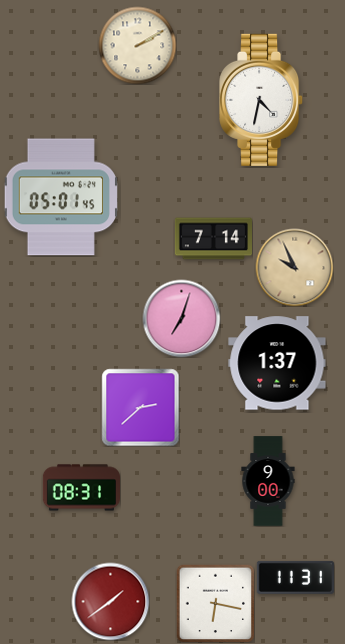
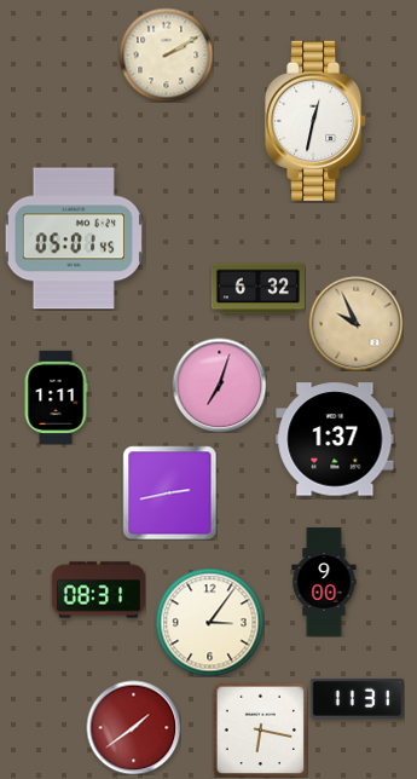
clock at (262, 100): 4:32 -> 12:32
clock at (213, 239): 7:14 -> 6:32
clock at (56, 397): none -> 1:11
clock at (140, 407): 2:38 -> 2:43
clock at (209, 622): none -> 3:06
